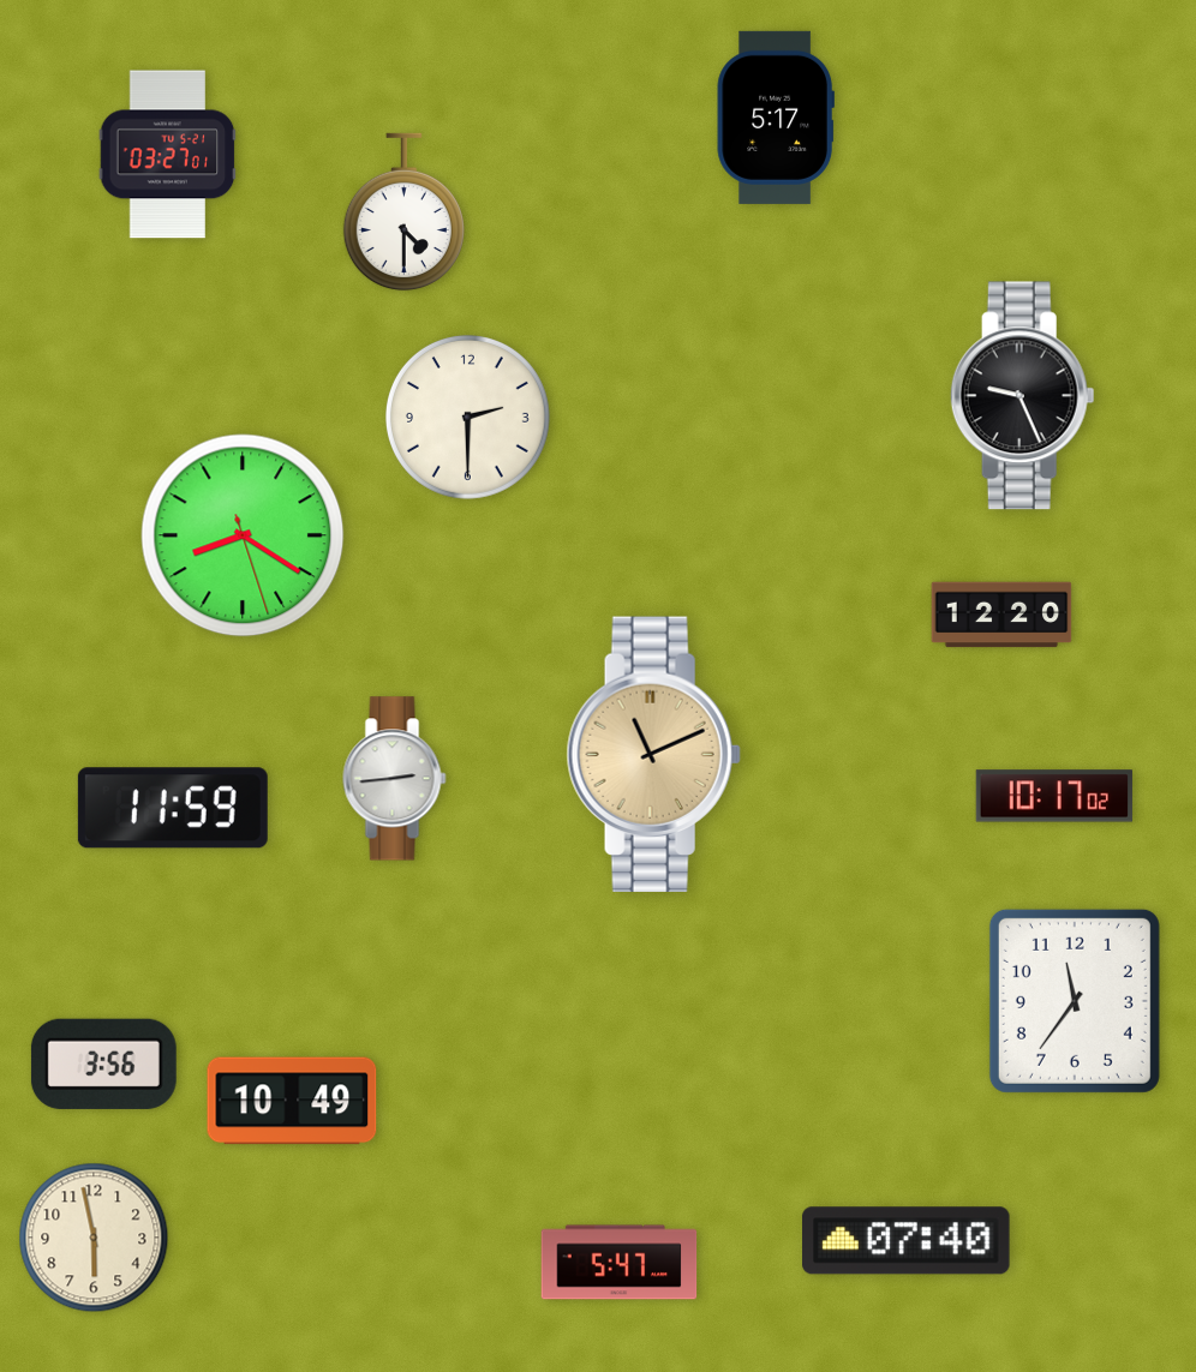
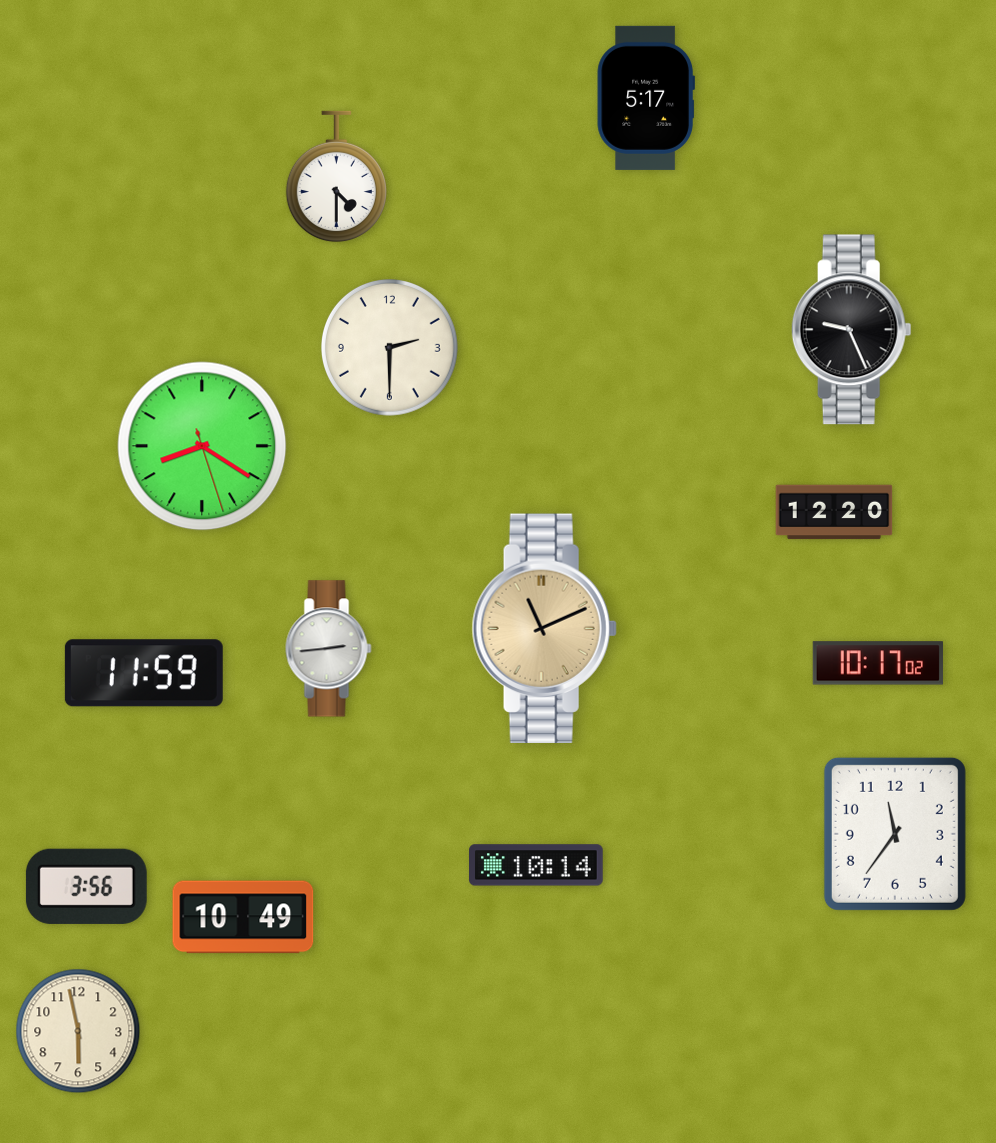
clock at (168, 155): 03:27 -> none
clock at (537, 865): none -> 10:14
clock at (907, 1241): 07:40 -> none
clock at (620, 1263): 5:47 -> none
